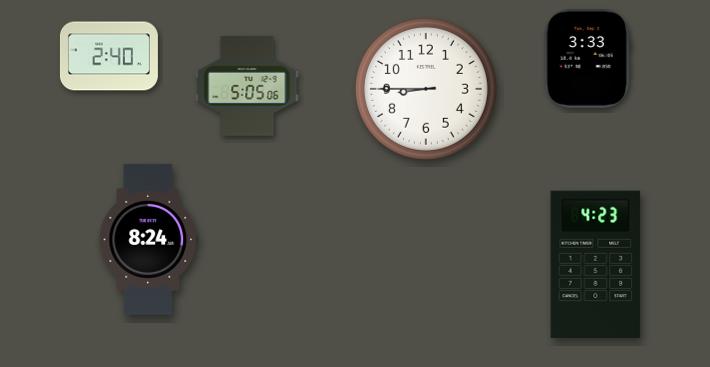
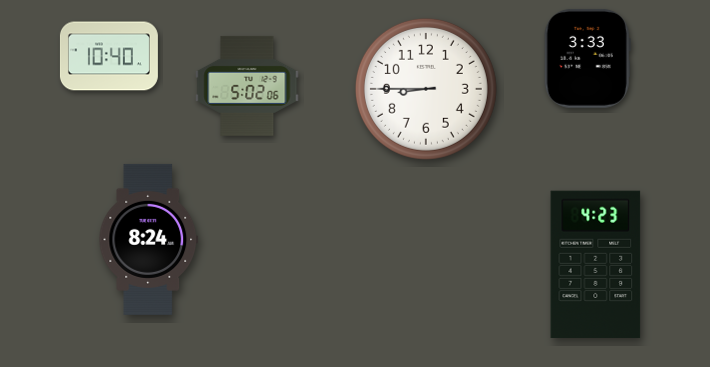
clock at (109, 56): 2:40 -> 10:40
clock at (247, 86): 5:05 -> 5:02
